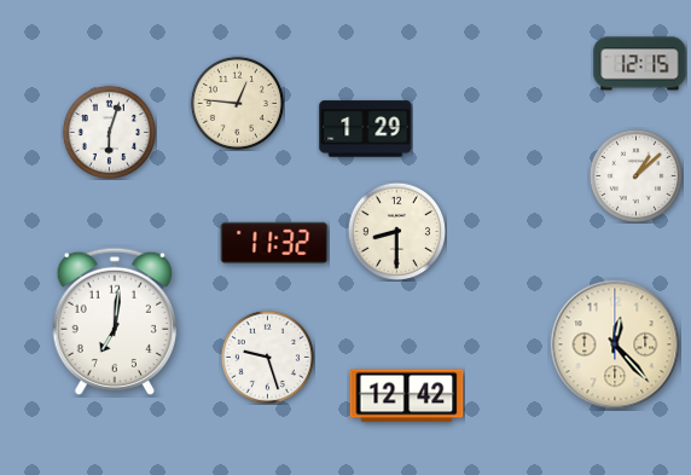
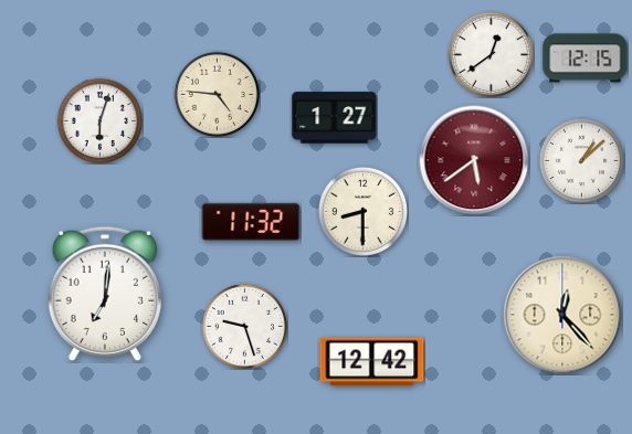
clock at (491, 54): none -> 12:39
clock at (237, 103): 12:46 -> 4:46
clock at (366, 129): 1:29 -> 1:27
clock at (474, 160): none -> 5:39
